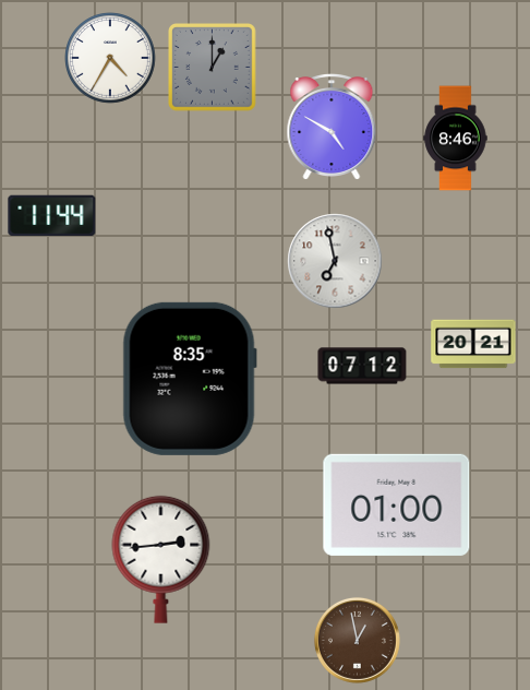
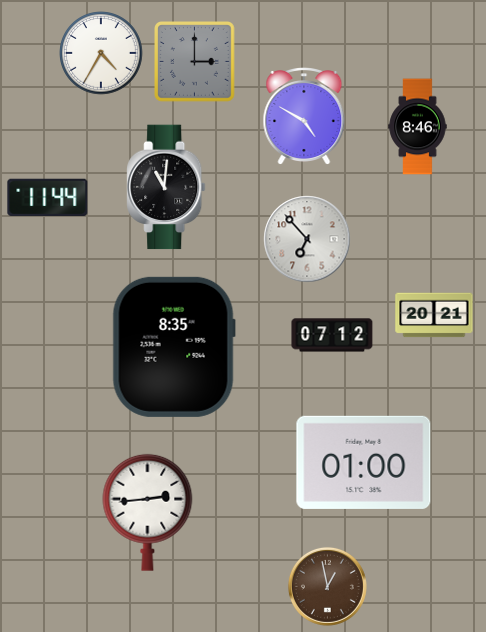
clock at (213, 68): 1:00 -> 3:00
clock at (166, 187): none -> 11:01
clock at (335, 261): 6:58 -> 6:53
